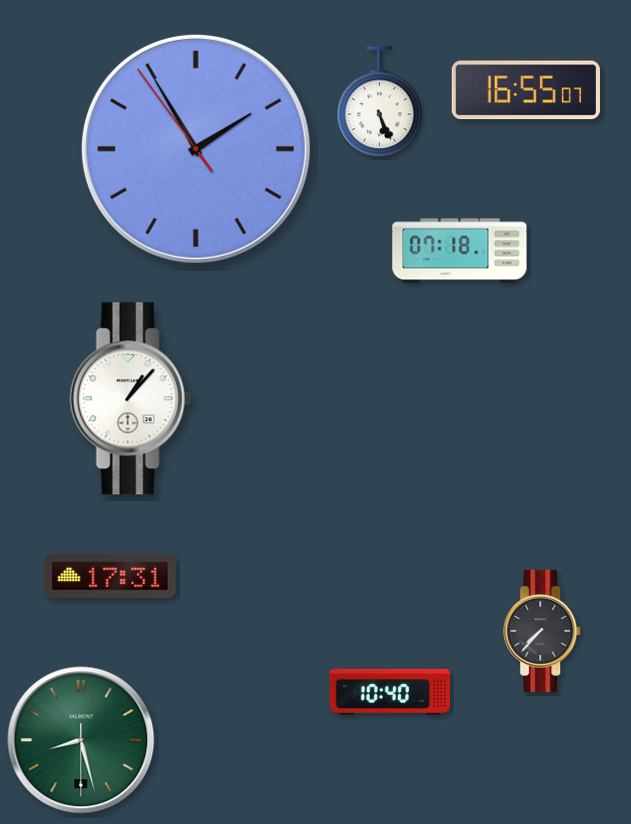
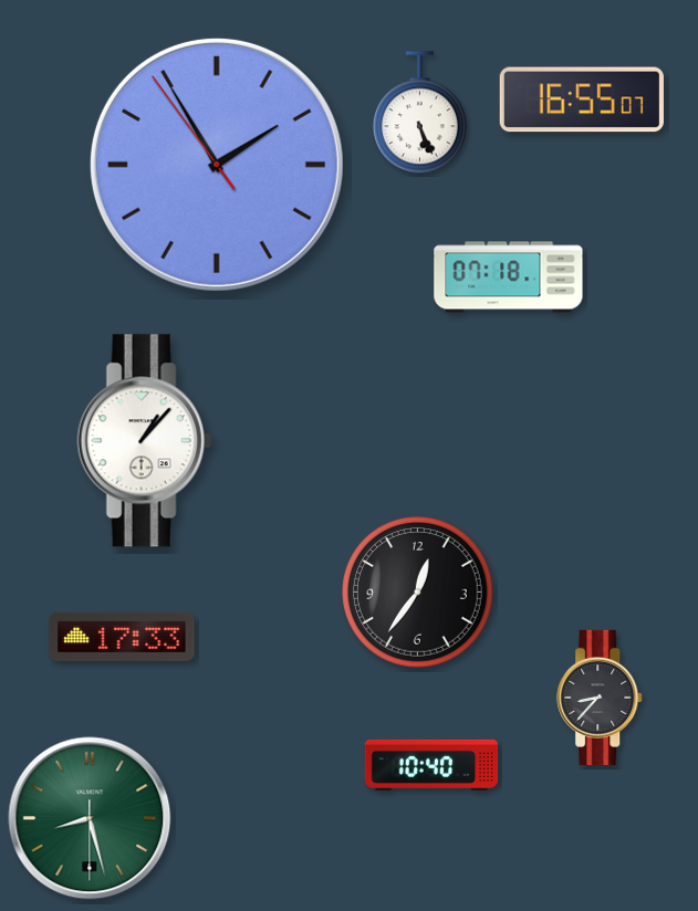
clock at (418, 593): none -> 12:36
clock at (110, 576): 17:31 -> 17:33
clock at (543, 631): 7:37 -> 8:37
